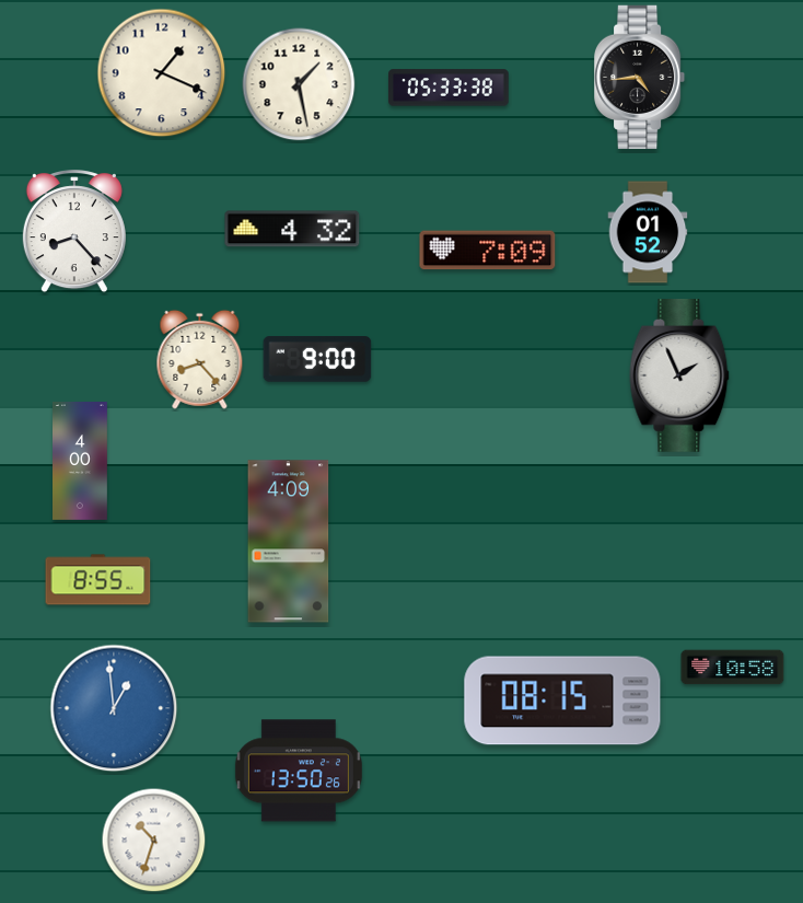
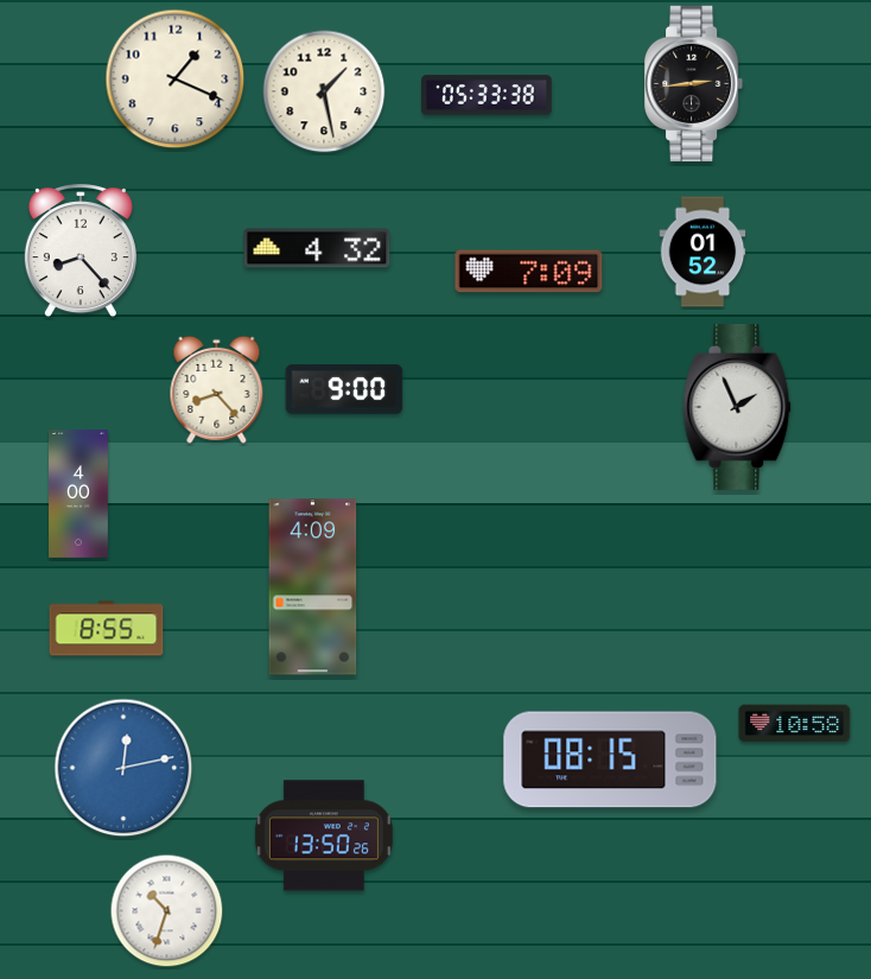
clock at (640, 78): 4:44 -> 2:44
clock at (81, 462) position: (81, 462) -> (80, 495)
clock at (114, 708): 12:59 -> 12:13
